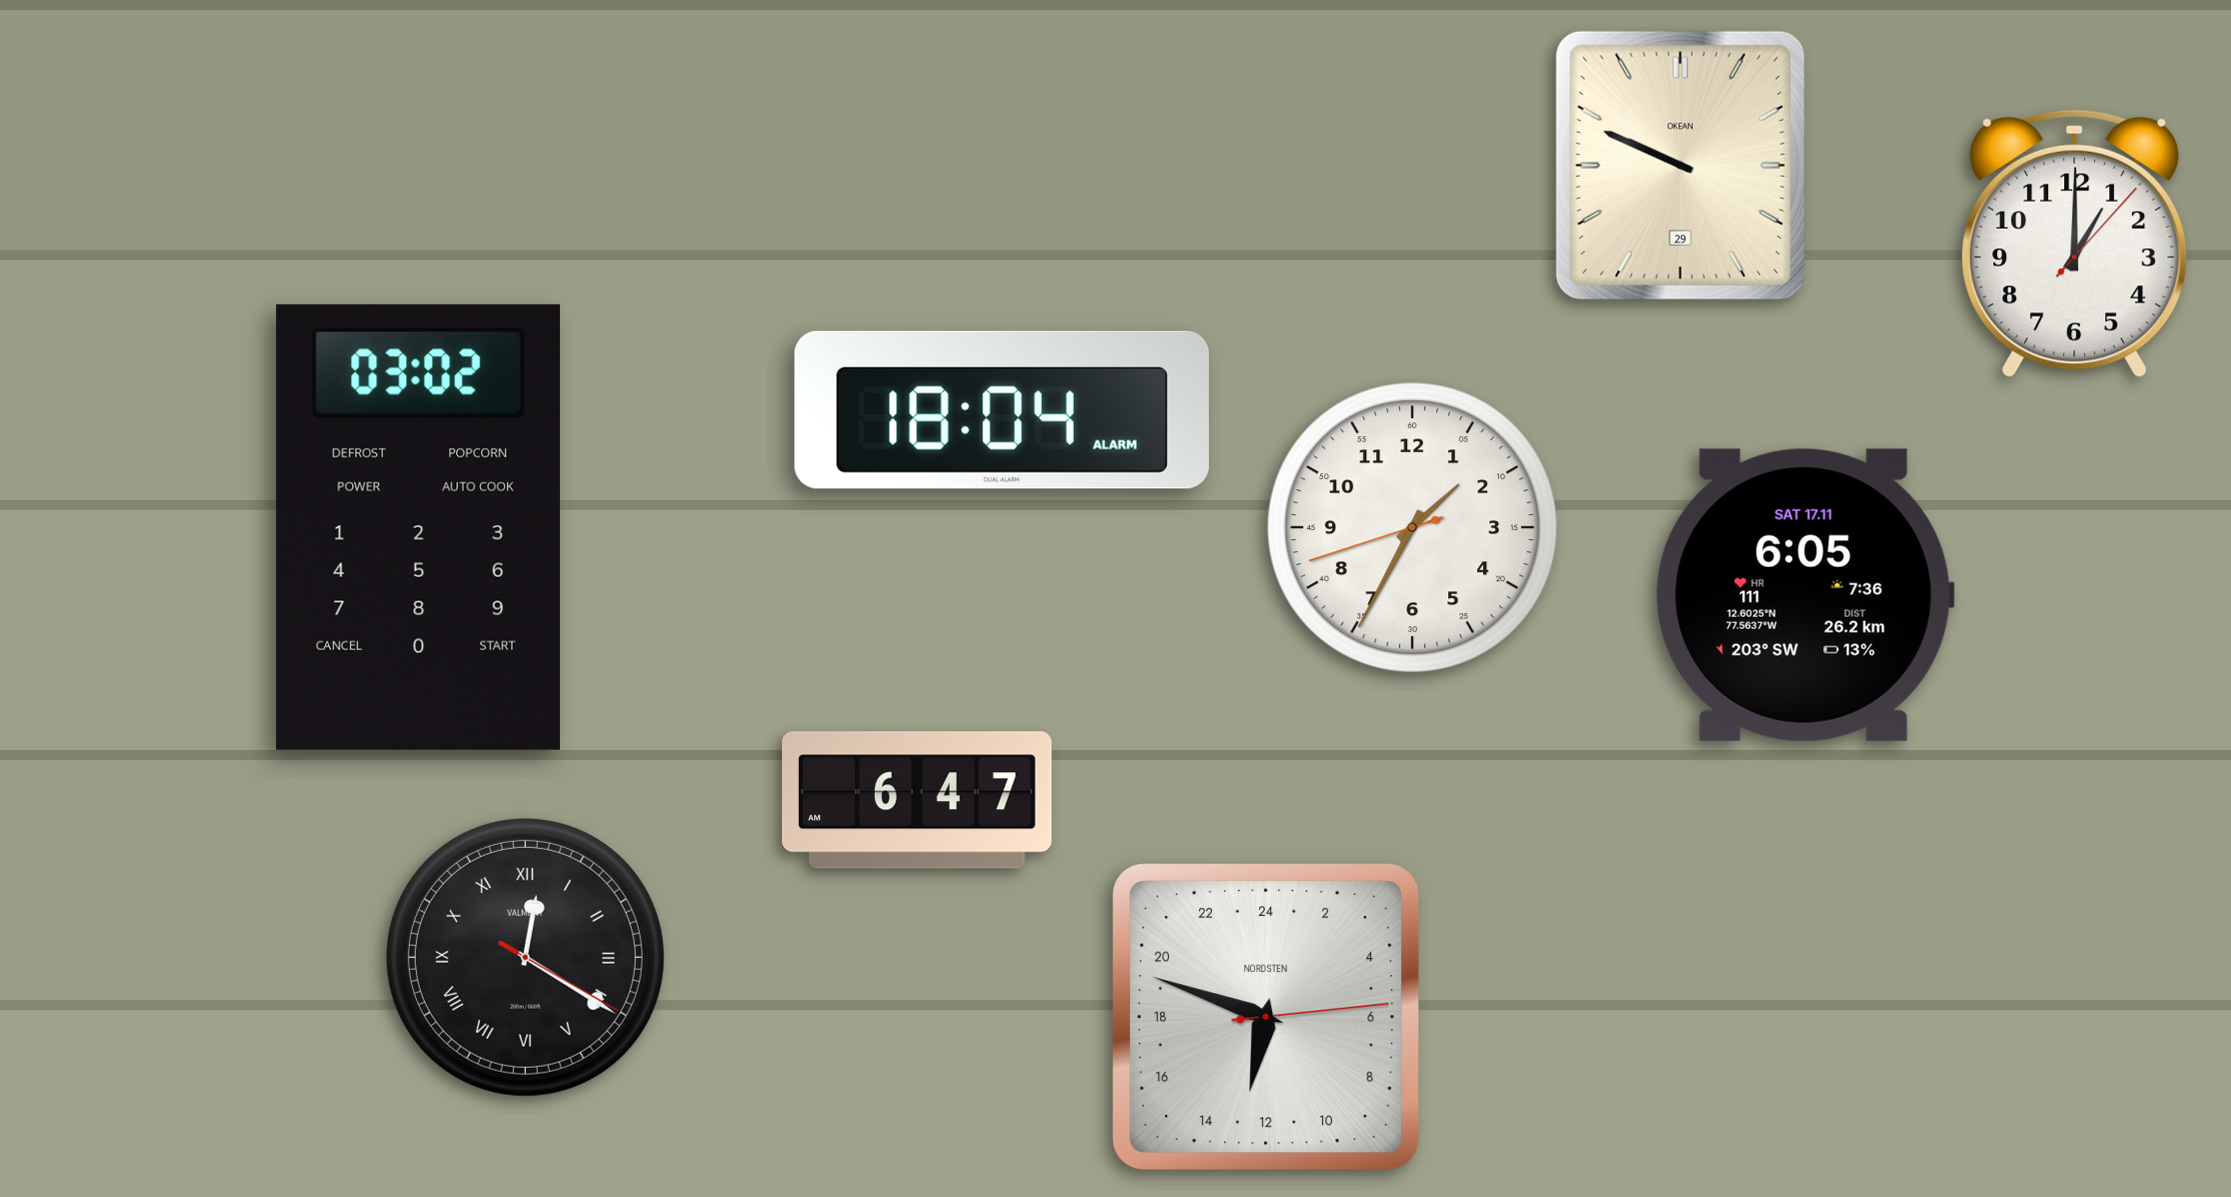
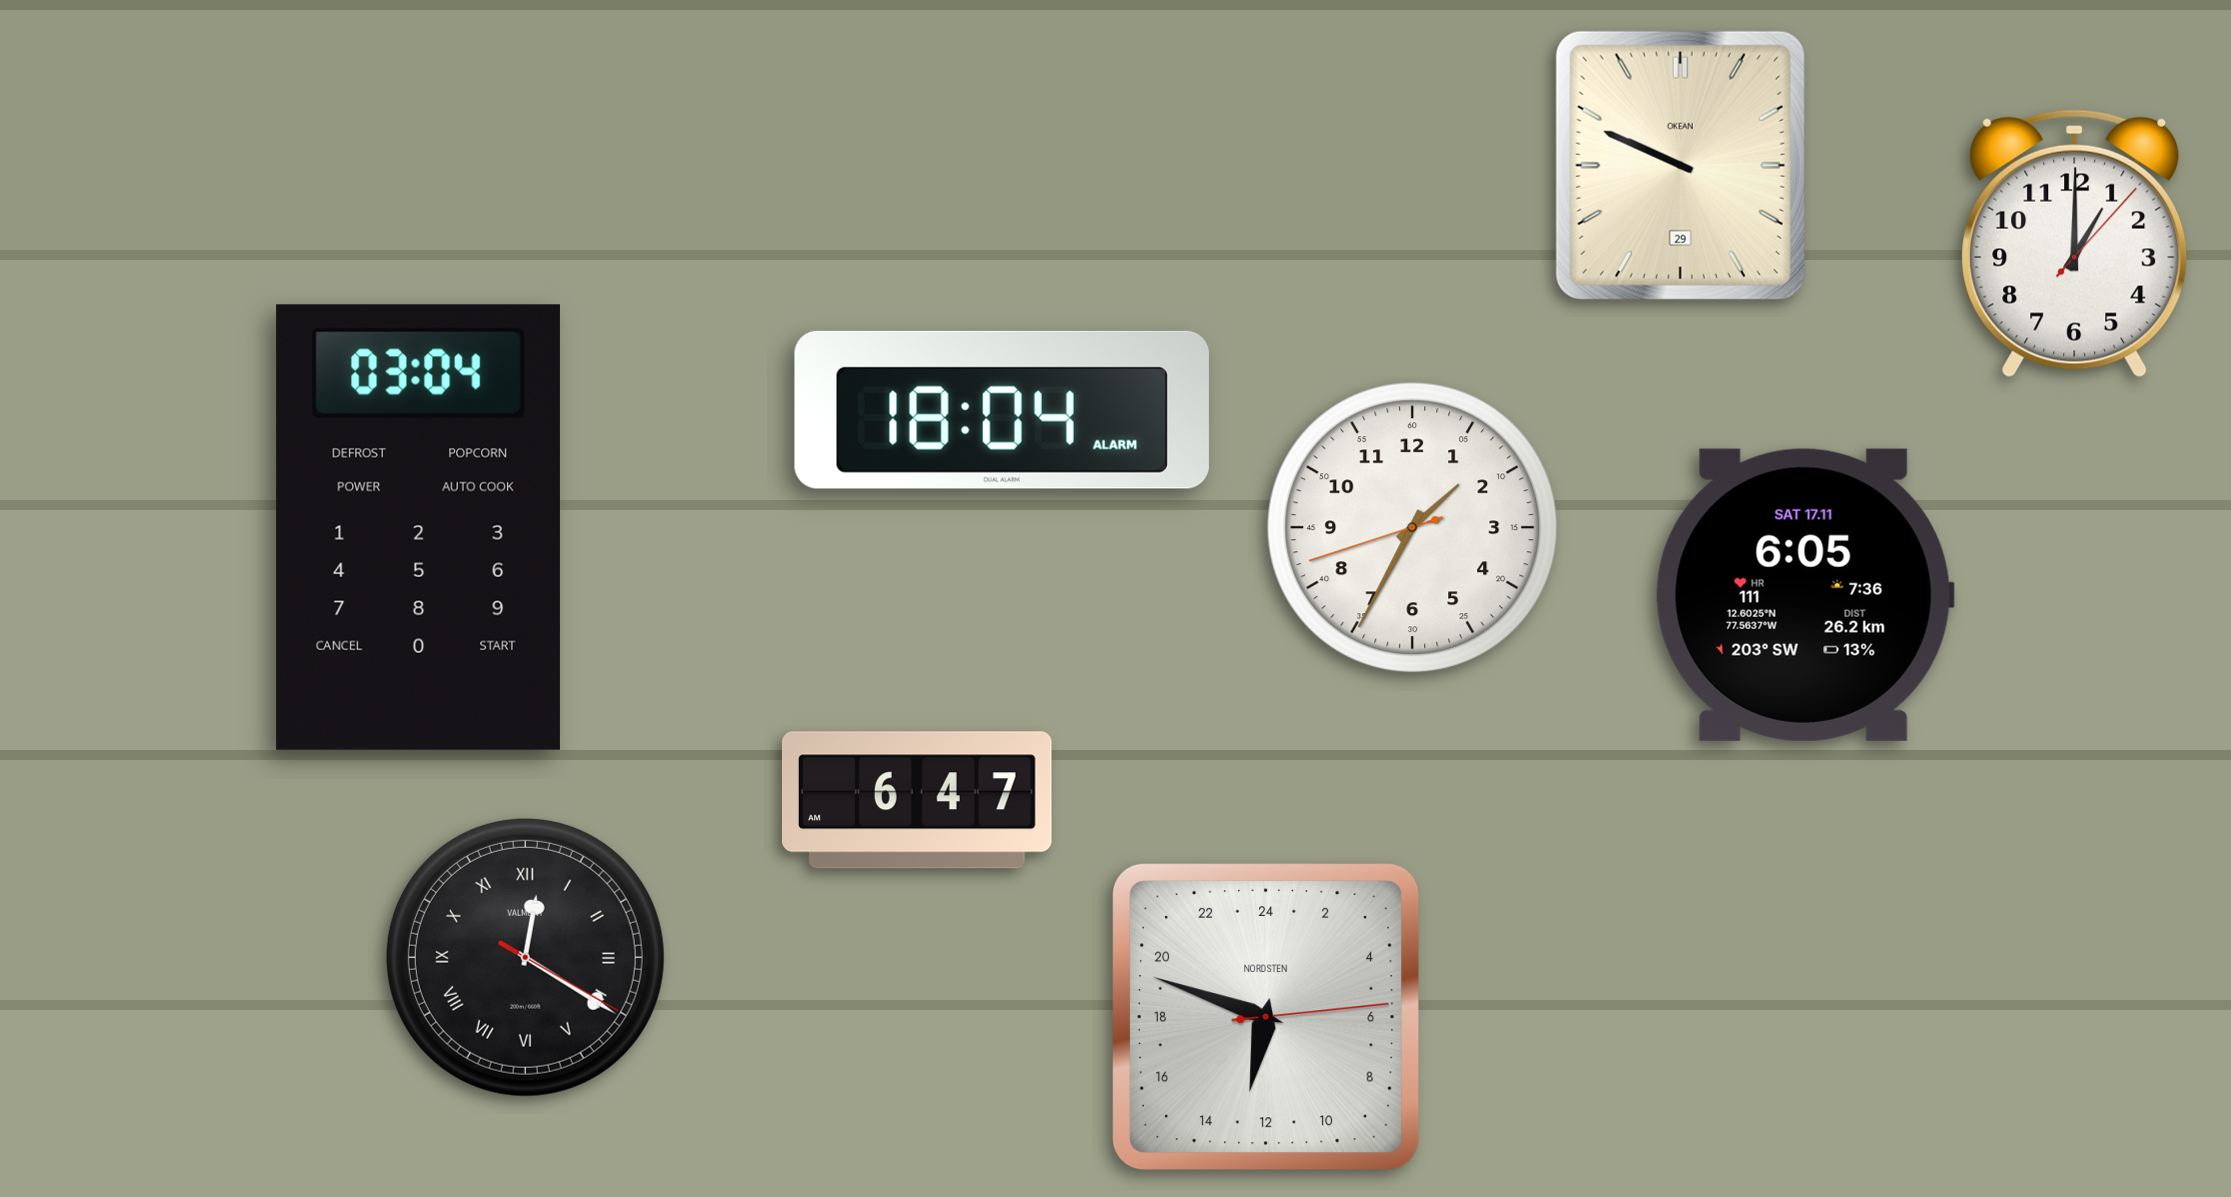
clock at (418, 527): 03:02 -> 03:04
